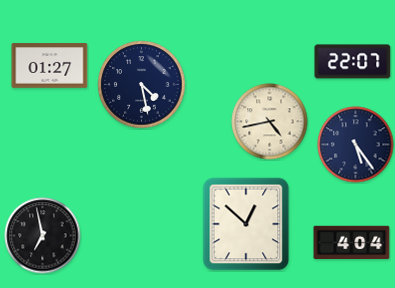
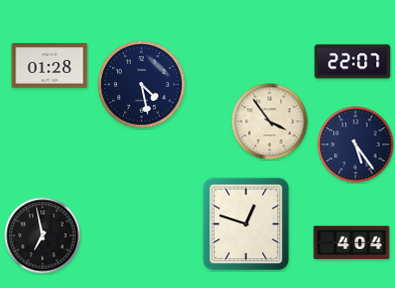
clock at (50, 66): 01:27 -> 01:28
clock at (270, 122): 4:43 -> 3:54
clock at (246, 224): 12:52 -> 12:48
